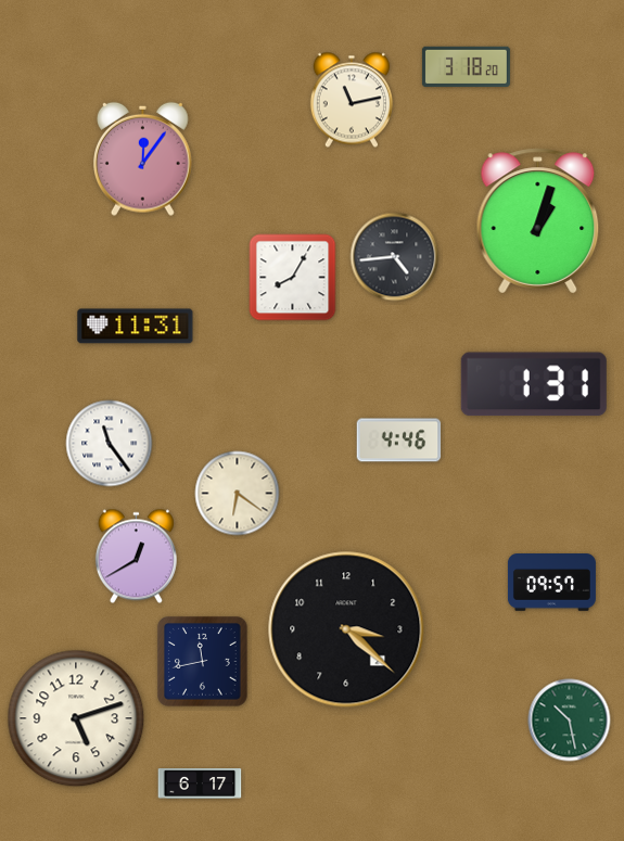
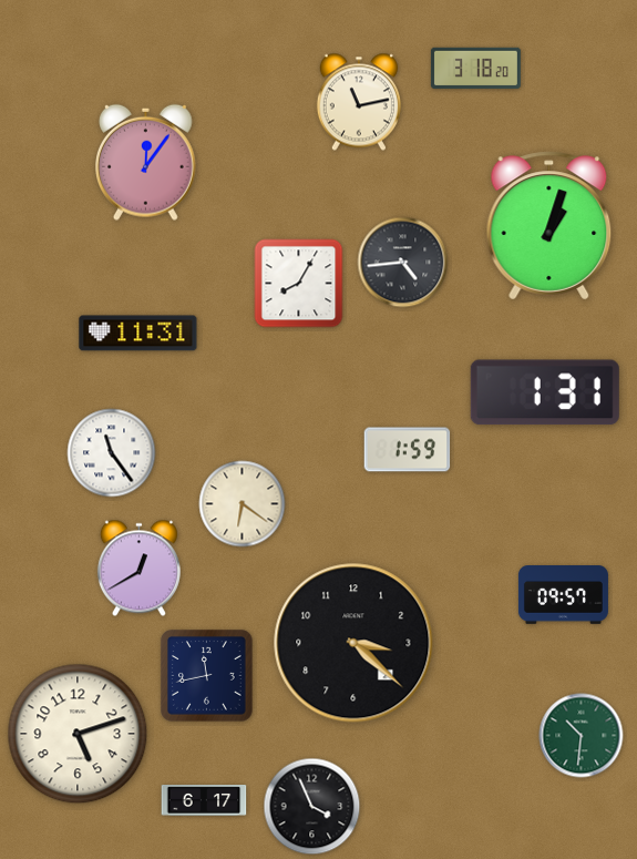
clock at (399, 441): 4:46 -> 1:59
clock at (570, 721): 10:28 -> 10:31
clock at (312, 807): none -> 3:56
